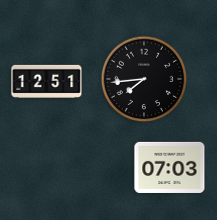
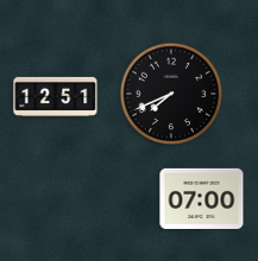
clock at (144, 79): 7:44 -> 7:41
clock at (170, 167): 07:03 -> 07:00
